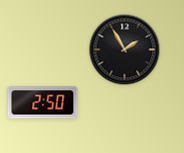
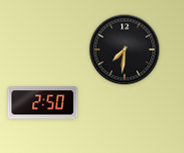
clock at (125, 50): 1:55 -> 7:31
